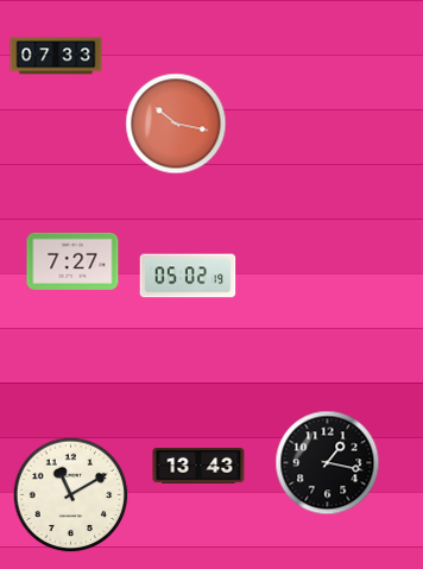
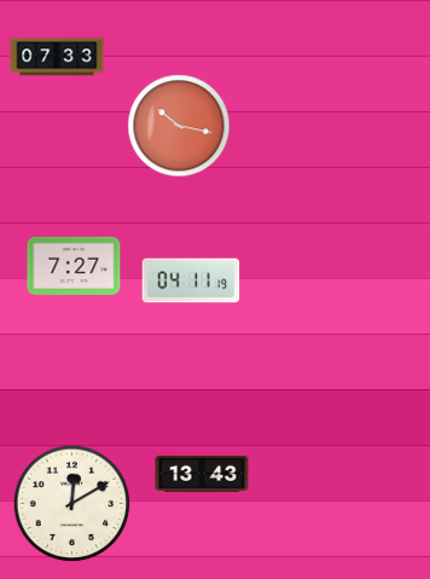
clock at (188, 276): 05:02 -> 04:11
clock at (328, 463): 1:17 -> none
clock at (71, 495): 11:10 -> 12:10
